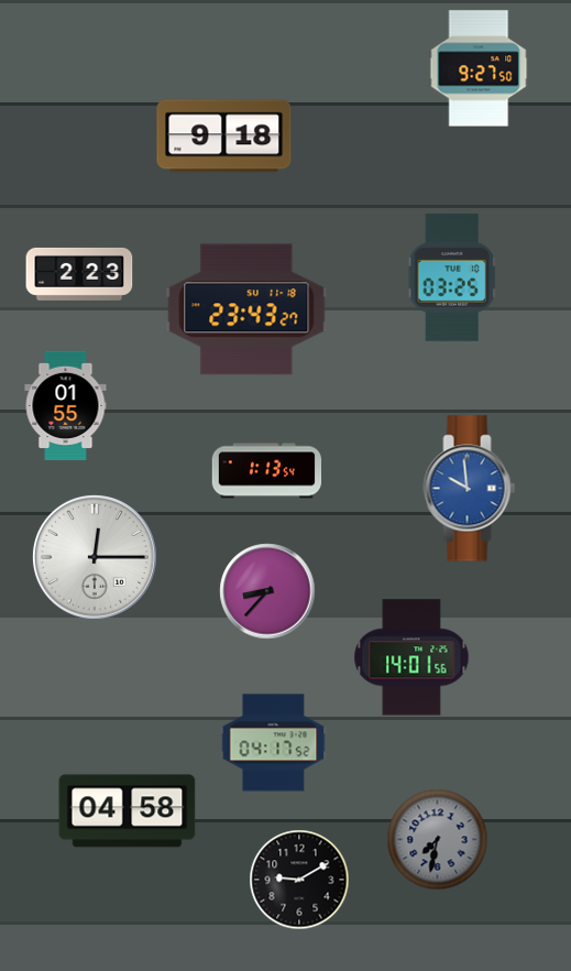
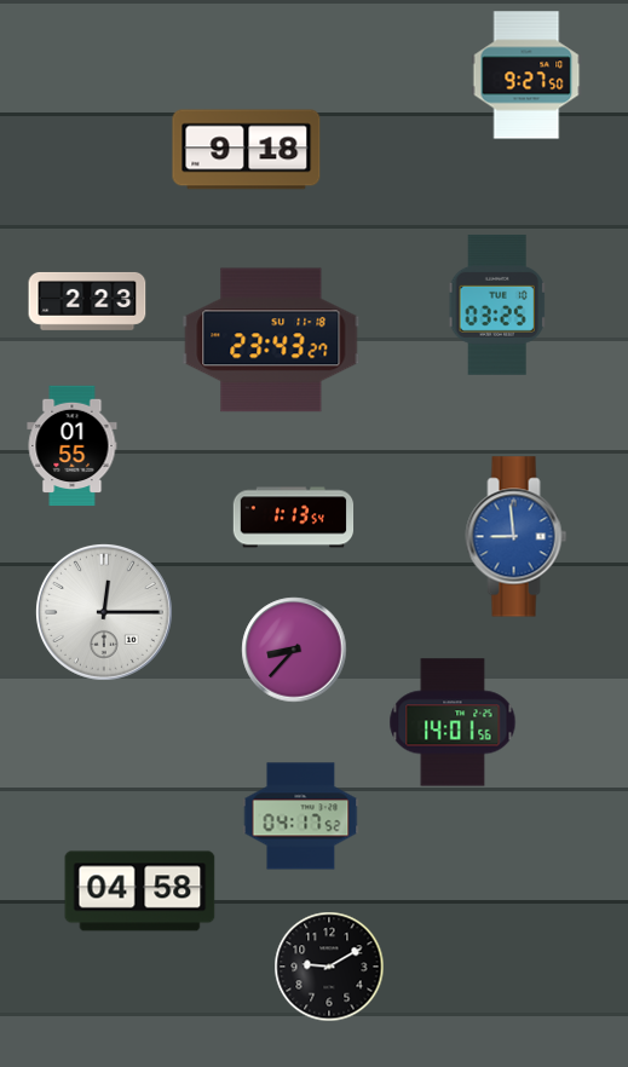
clock at (470, 489): 9:59 -> 8:59
clock at (438, 840): 7:32 -> none
